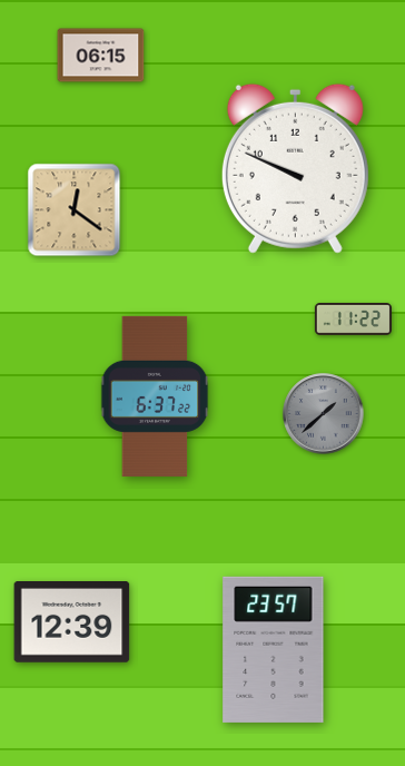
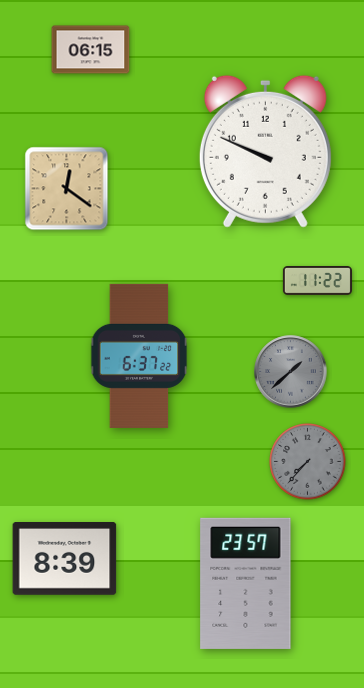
clock at (353, 320) position: (353, 320) -> (317, 281)
clock at (308, 462): none -> 7:37
clock at (72, 622): 12:39 -> 8:39
